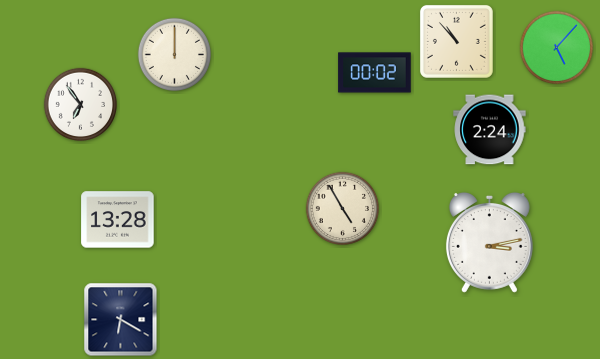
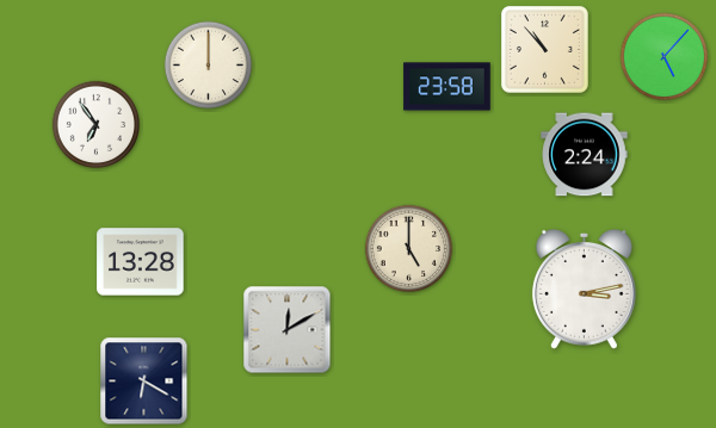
clock at (375, 73): 00:02 -> 23:58
clock at (342, 208): 4:55 -> 5:00
clock at (288, 330): none -> 12:10
